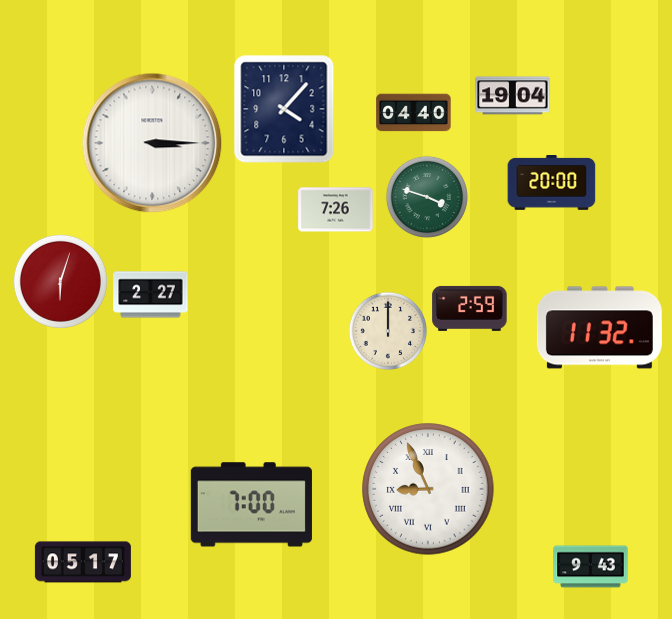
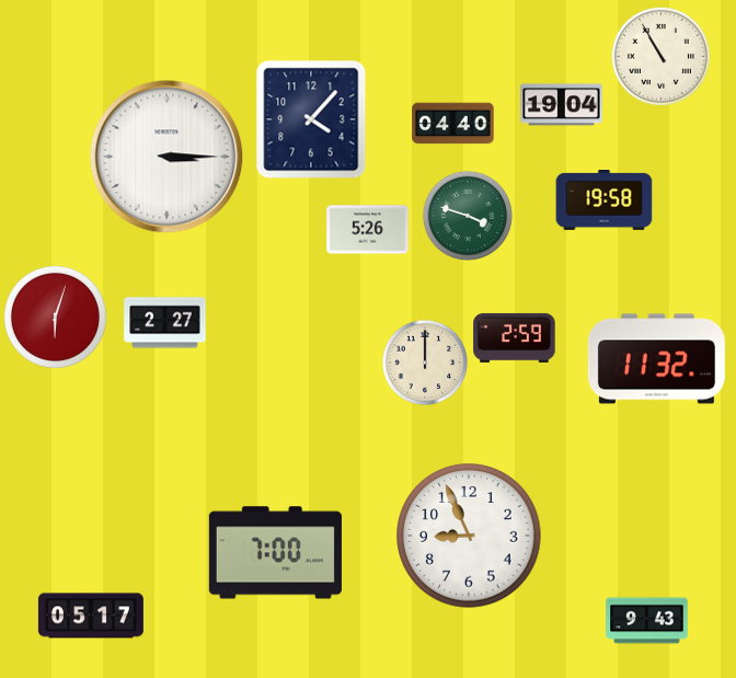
clock at (660, 56): none -> 10:55
clock at (552, 183): 20:00 -> 19:58
clock at (336, 210): 7:26 -> 5:26
clock at (60, 281) position: (60, 281) -> (55, 317)
clock at (428, 489) numerals: Roman -> Arabic
